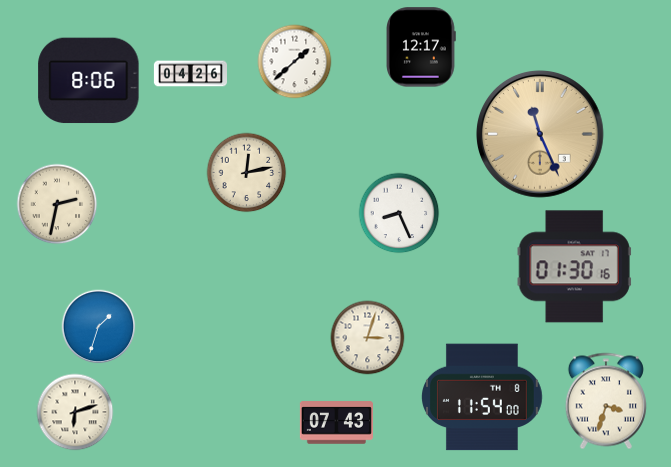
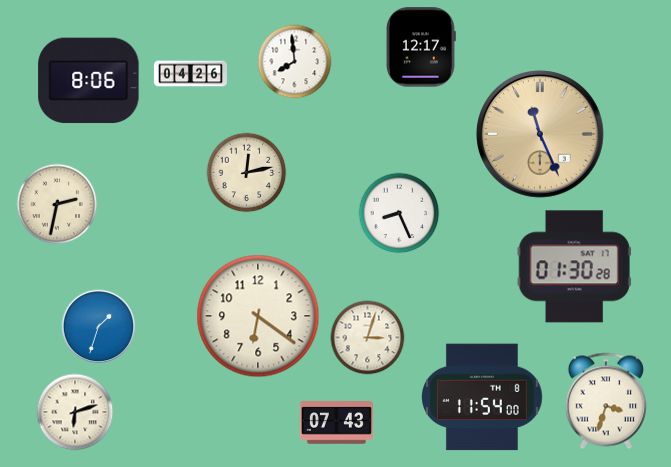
clock at (295, 62): 1:38 -> 7:59
clock at (574, 267): 01:30:16 -> 01:30:28
clock at (258, 316): none -> 6:21
